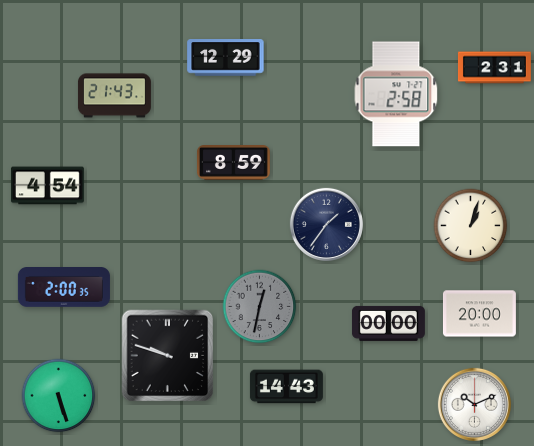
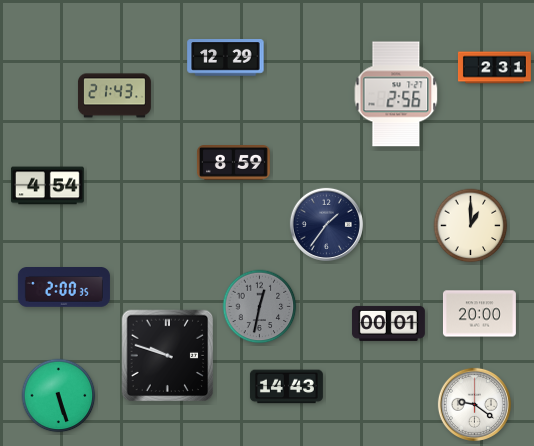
clock at (396, 94): 2:58 -> 2:56
clock at (471, 226): 1:03 -> 1:00
clock at (388, 323): 00:00 -> 00:01
clock at (474, 404): 10:11 -> 9:21
